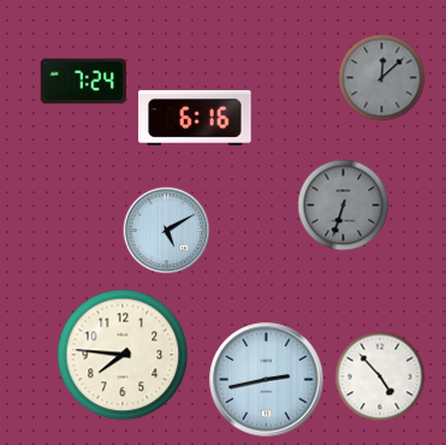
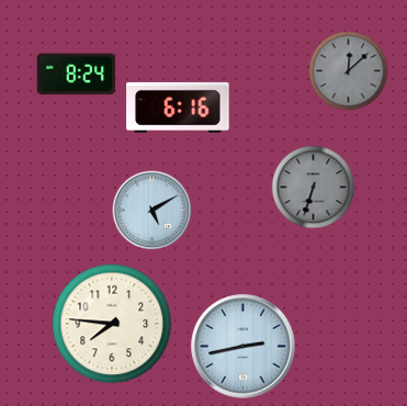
clock at (84, 82): 7:24 -> 8:24
clock at (380, 376): 4:53 -> none
